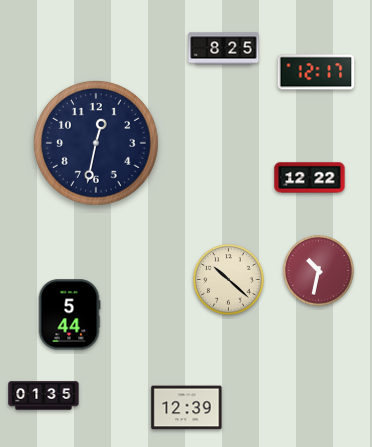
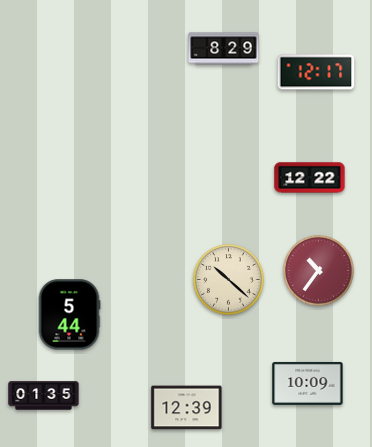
clock at (224, 49): 8:25 -> 8:29
clock at (96, 143): 12:32 -> none
clock at (319, 271): 10:32 -> 10:36
clock at (308, 383): none -> 10:09
